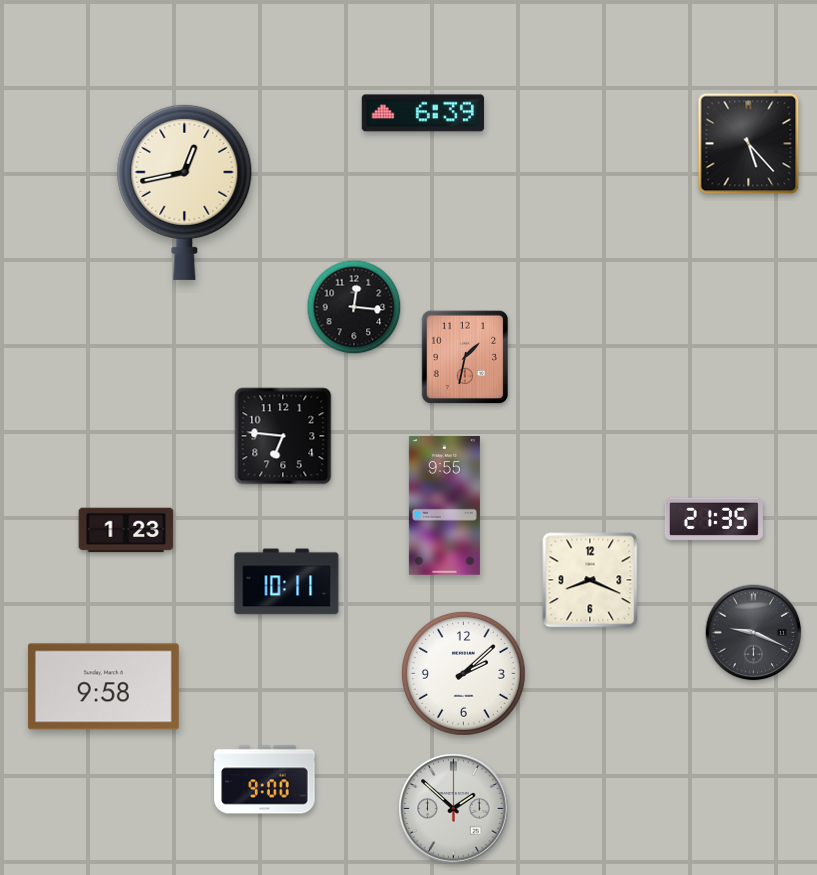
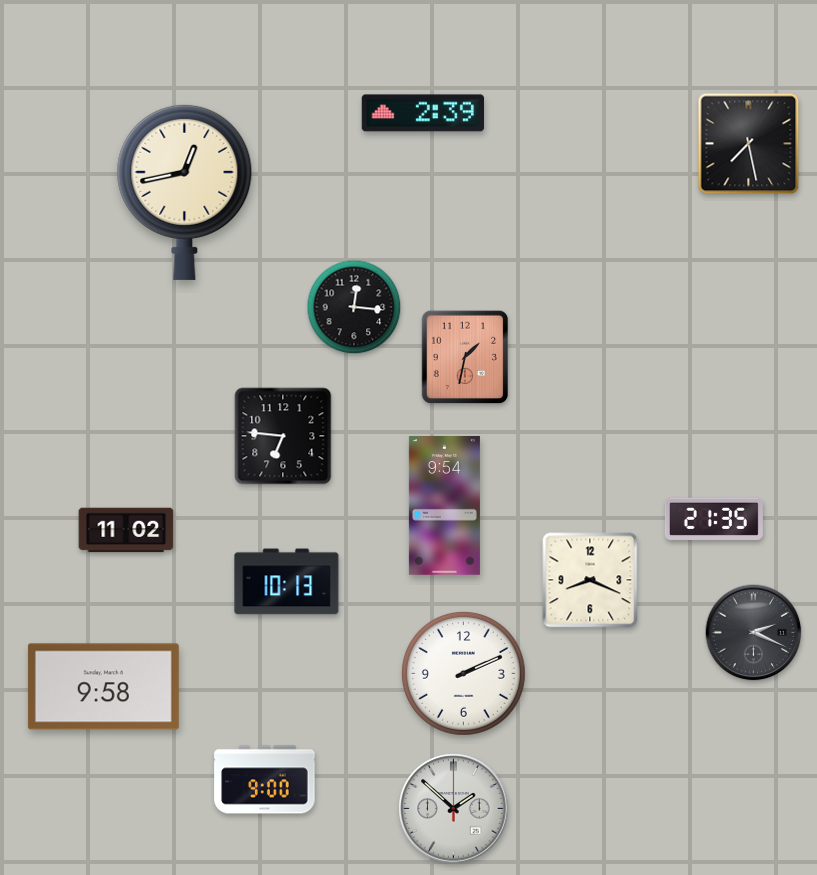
clock at (422, 113): 6:39 -> 2:39
clock at (749, 144): 5:23 -> 7:28
clock at (444, 506): 9:55 -> 9:54
clock at (126, 530): 1:23 -> 11:02
clock at (287, 582): 10:11 -> 10:13
clock at (754, 633): 9:19 -> 2:19
clock at (463, 673): 2:08 -> 2:11
